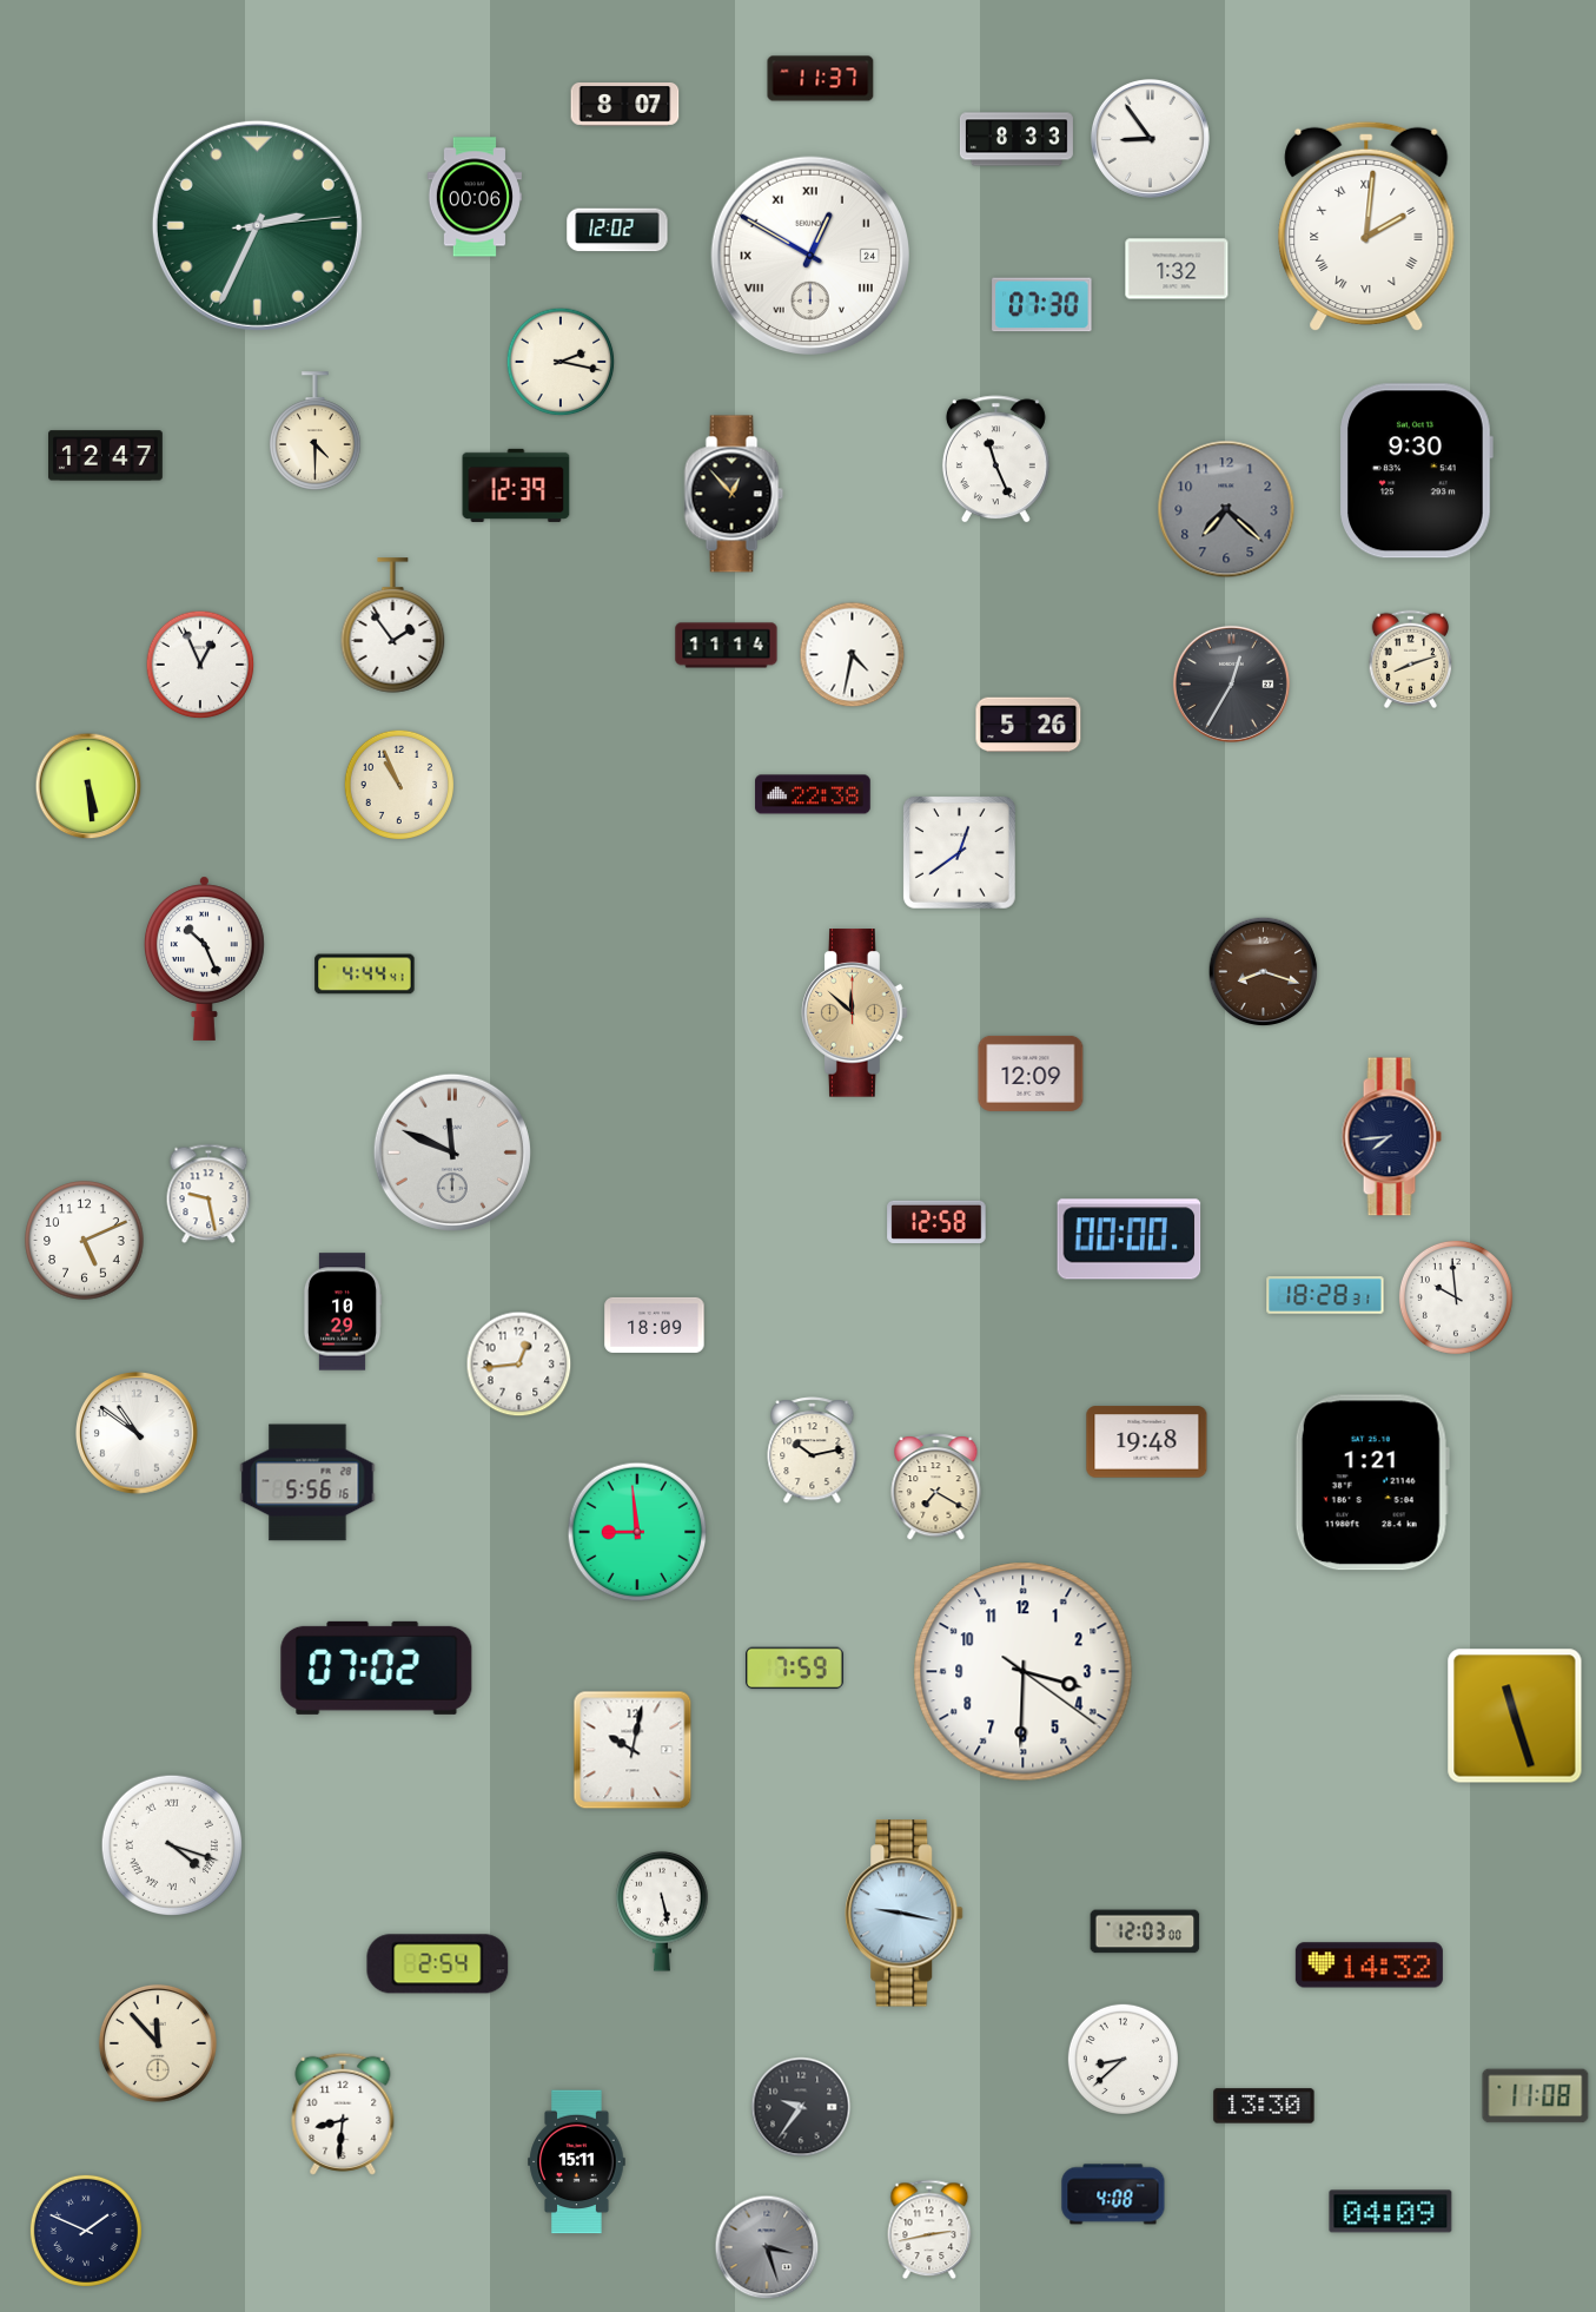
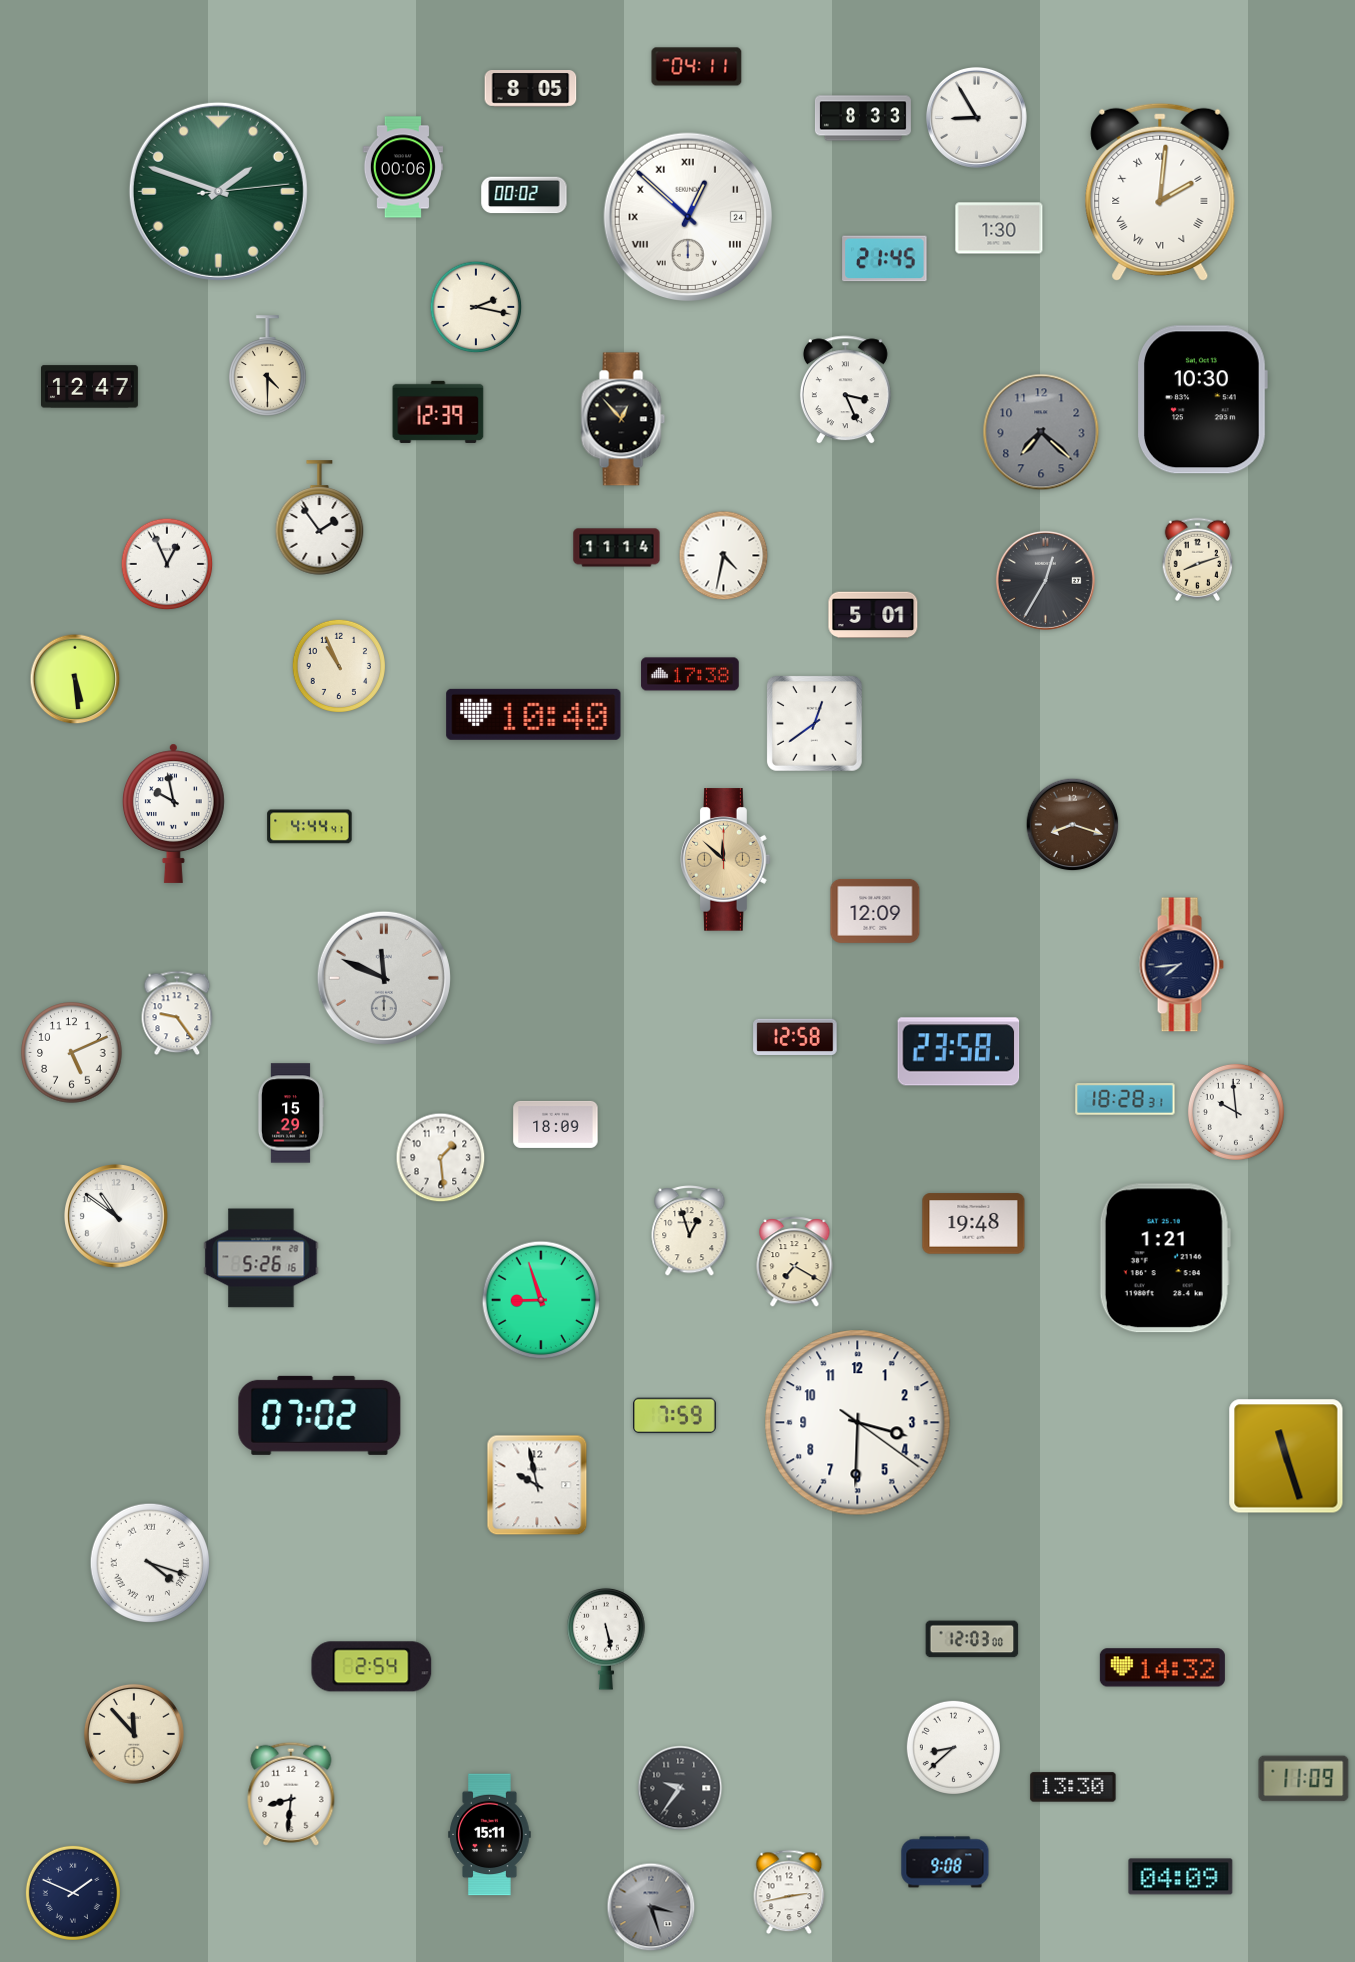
clock at (821, 79): 11:37 -> 04:11
clock at (625, 105): 8:07 -> 8:05
clock at (1150, 138): 8:54 -> 8:55
clock at (257, 225): 2:34 -> 1:48
clock at (617, 230): 12:02 -> 00:02
clock at (809, 255): 12:50 -> 12:52
clock at (1177, 269): 1:32 -> 1:30
clock at (1042, 305): 07:30 -> 21:45
clock at (995, 460): 11:26 -> 3:26
clock at (1416, 471): 9:30 -> 10:30
clock at (393, 626) position: (393, 626) -> (320, 518)
clock at (200, 665) position: (200, 665) -> (167, 564)
clock at (1028, 725): 5:26 -> 5:01
clock at (88, 786) position: (88, 786) -> (75, 679)
clock at (813, 794): 22:38 -> 17:38
clock at (534, 714): none -> 10:40
clock at (204, 958): 10:26 -> 9:58
clock at (208, 1194): 9:28 -> 9:24
clock at (1130, 1240): 00:00 -> 23:58
clock at (1456, 1297) position: (1456, 1297) -> (1236, 1112)
clock at (342, 1312): 10:29 -> 15:29
clock at (519, 1365): 12:44 -> 1:29
clock at (813, 1451): 10:13 -> 12:57
clock at (307, 1482): 5:56 -> 5:26
clock at (637, 1532): 8:59 -> 8:57
clock at (1024, 1672) position: (1024, 1672) -> (858, 1423)
clock at (633, 1750): 10:02 -> 9:58
clock at (171, 1844) position: (171, 1844) -> (149, 1562)
clock at (662, 1911) position: (662, 1911) -> (606, 1639)
clock at (905, 1914): 9:17 -> none
clock at (1536, 2096): 11:08 -> 11:09
clock at (1113, 2194): 4:08 -> 9:08
